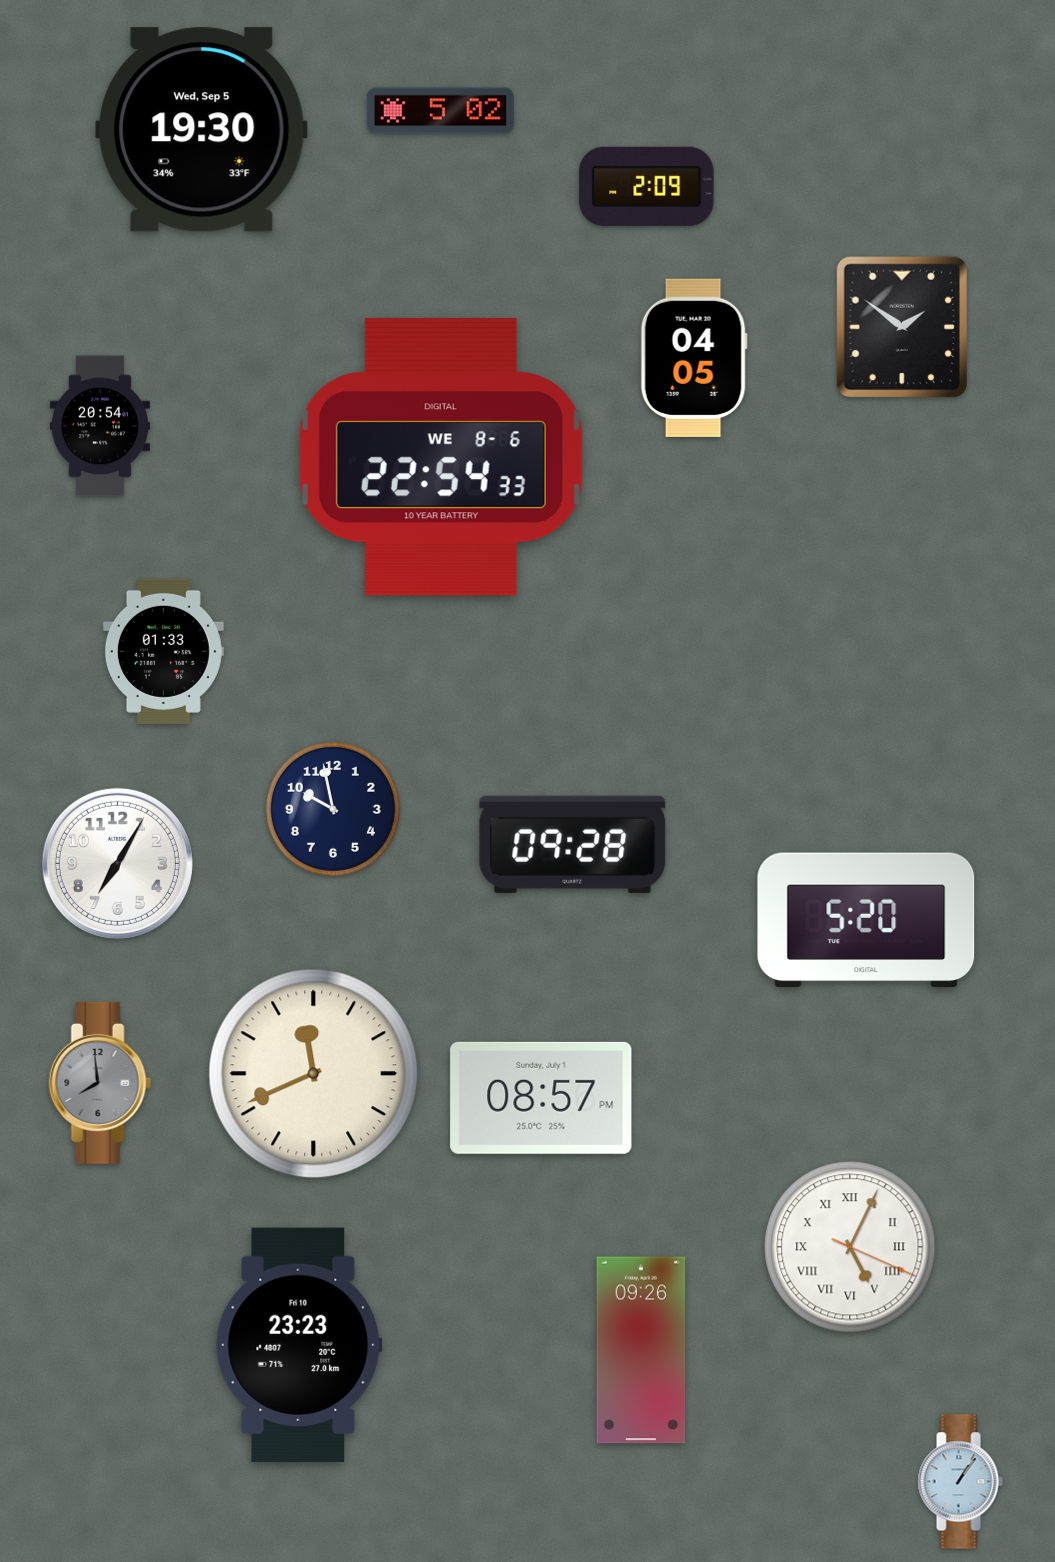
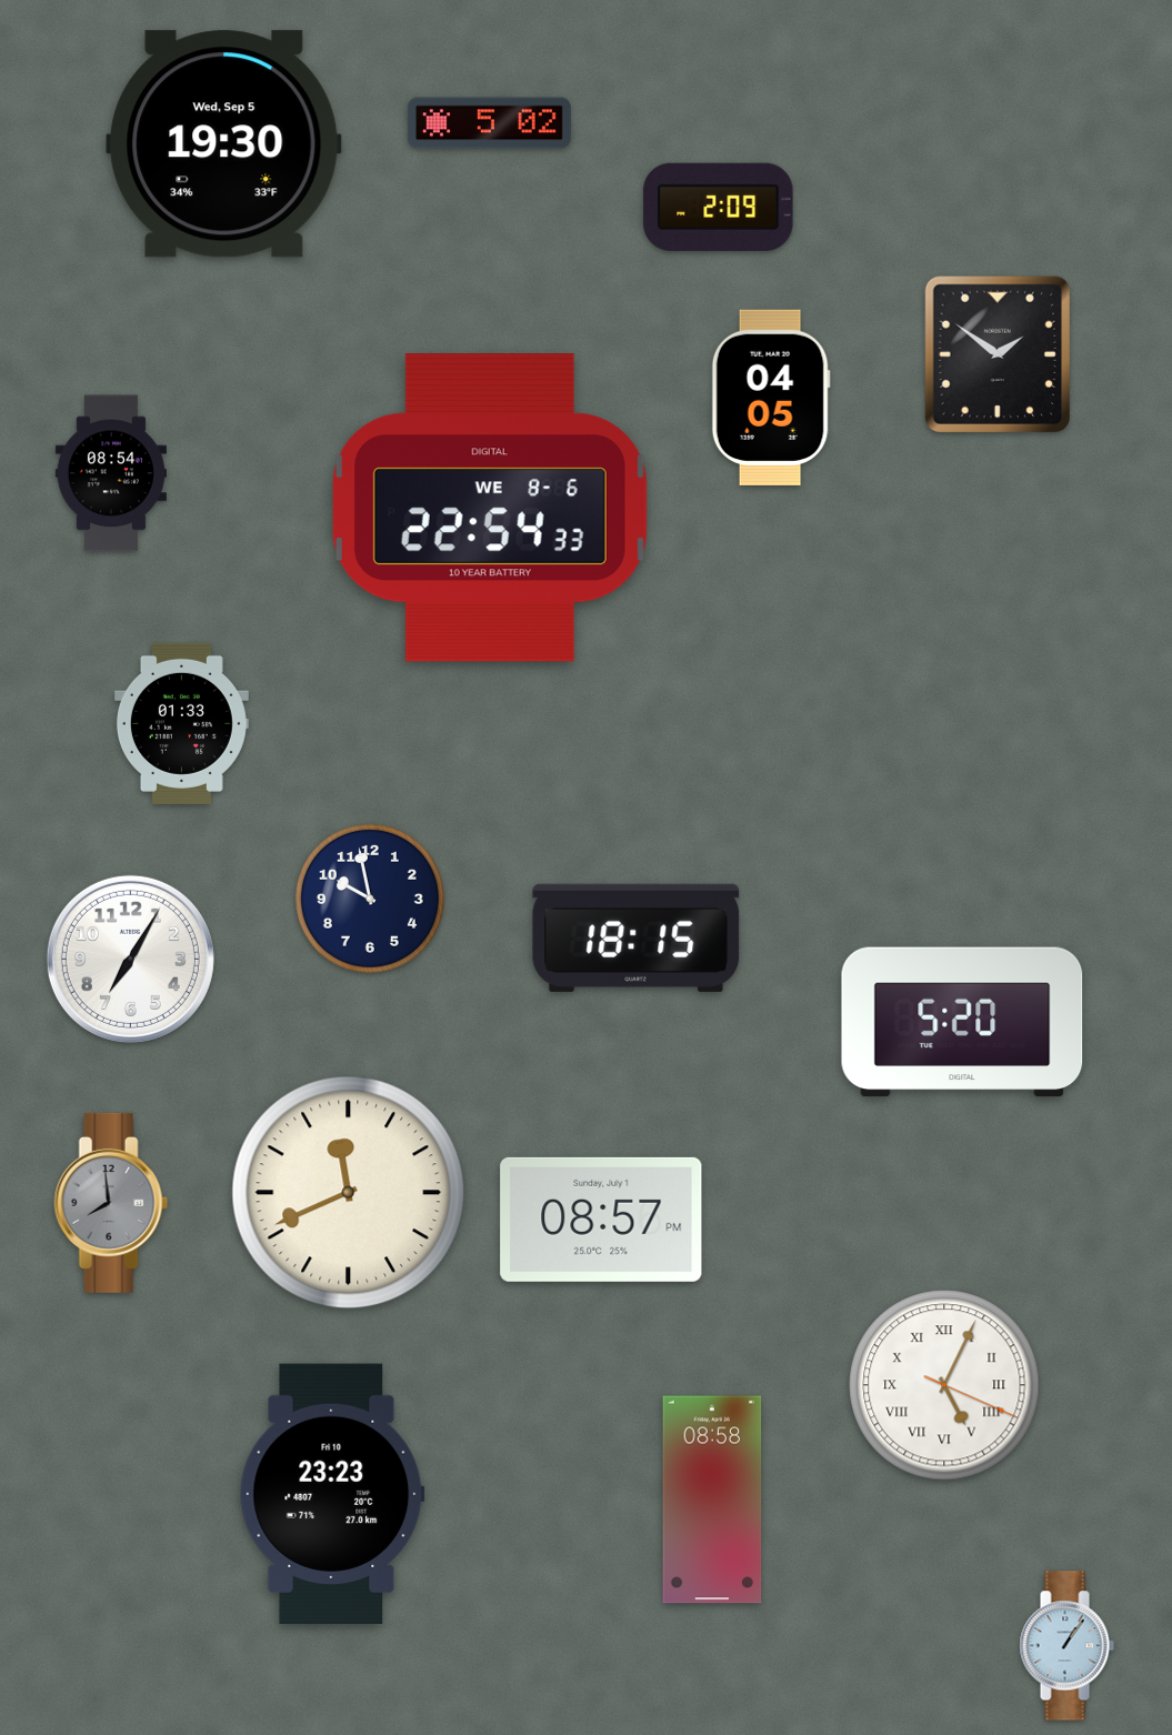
clock at (901, 327) position: (901, 327) -> (996, 354)
clock at (100, 426): 20:54 -> 08:54
clock at (573, 844): 09:28 -> 18:15
clock at (641, 1350): 09:26 -> 08:58
